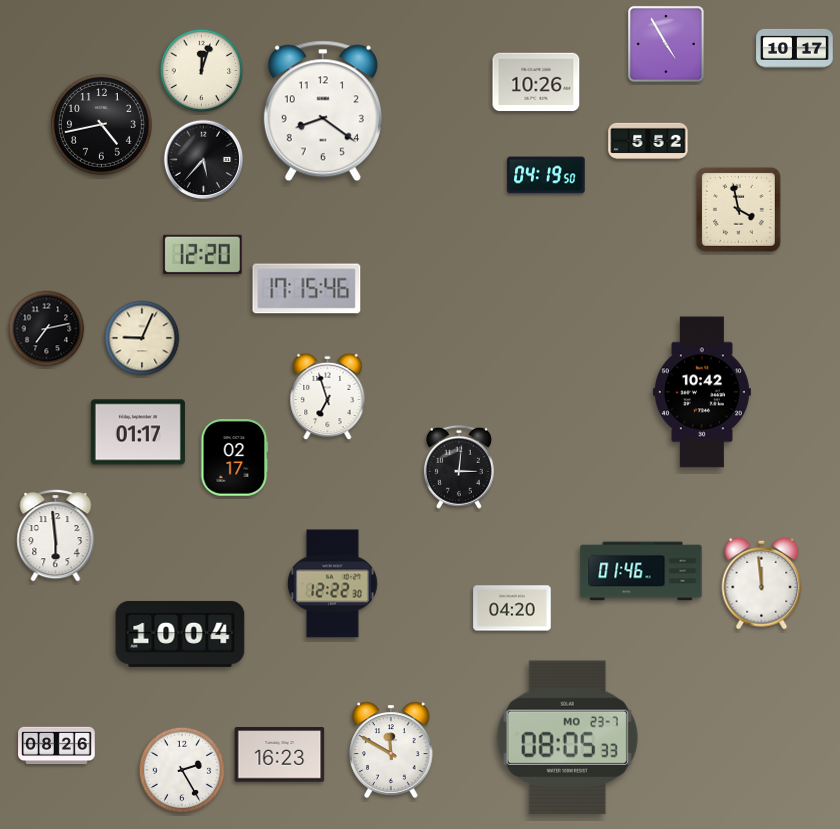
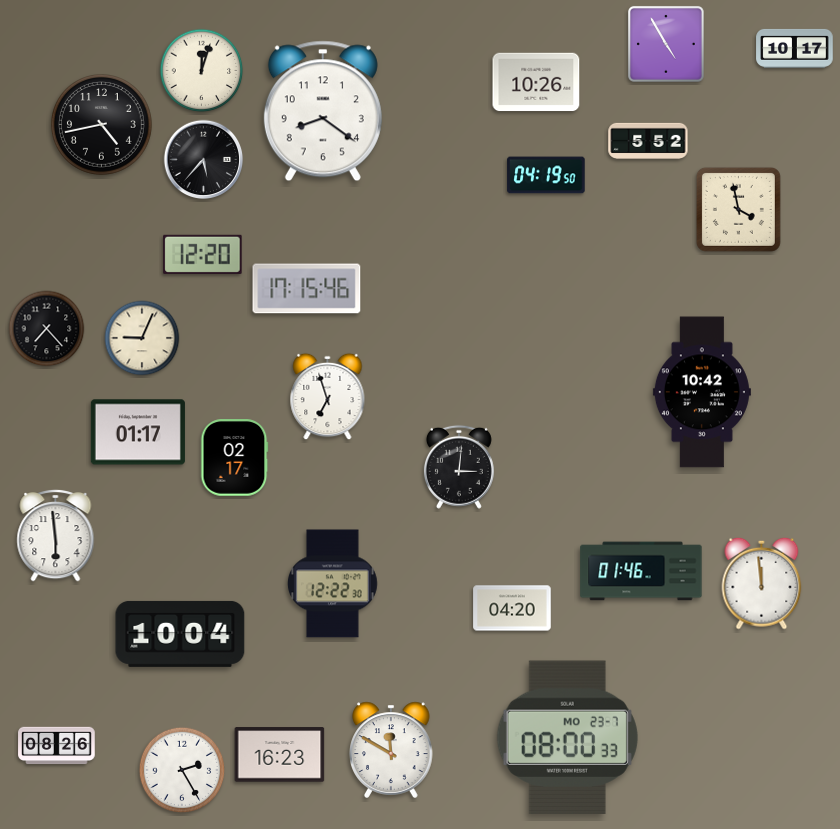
clock at (47, 329): 7:13 -> 7:23
clock at (567, 738): 08:05 -> 08:00
